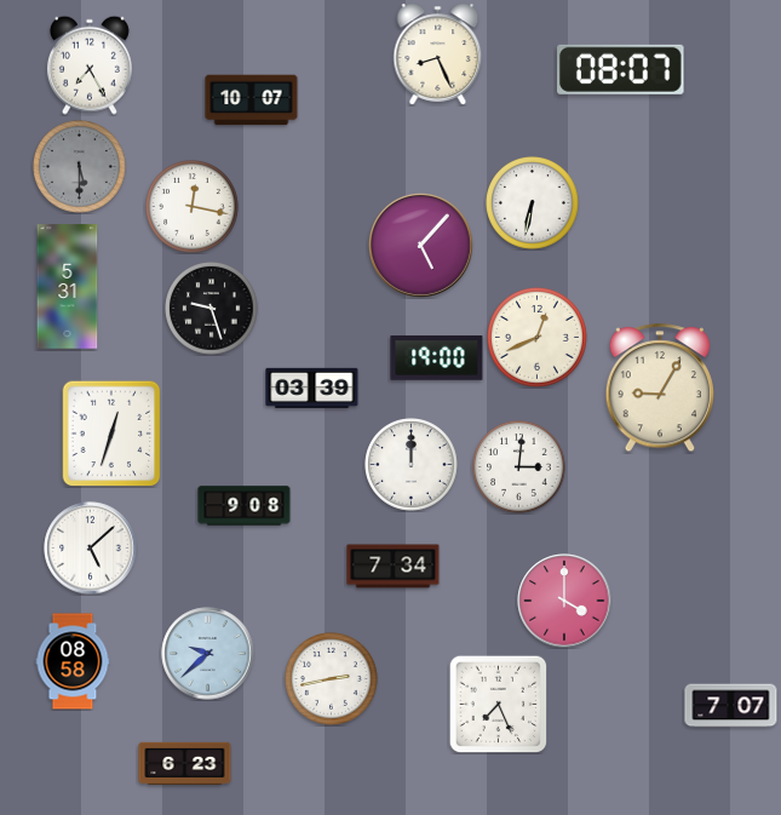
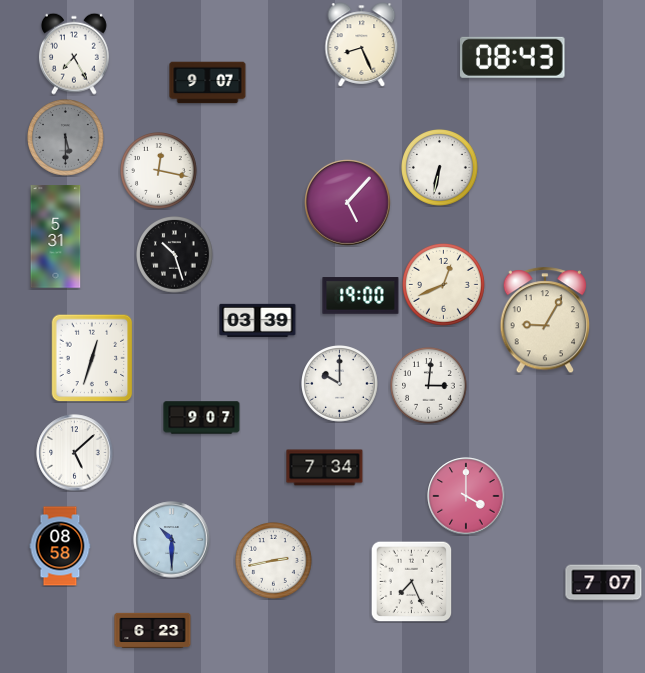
clock at (621, 69): 08:07 -> 08:43
clock at (252, 101): 10:07 -> 9:07
clock at (212, 309): 9:27 -> 10:27
clock at (536, 337) position: (536, 337) -> (443, 284)
clock at (412, 465): 12:00 -> 10:00
clock at (245, 506): 9:08 -> 9:07
clock at (208, 654): 9:38 -> 10:30
